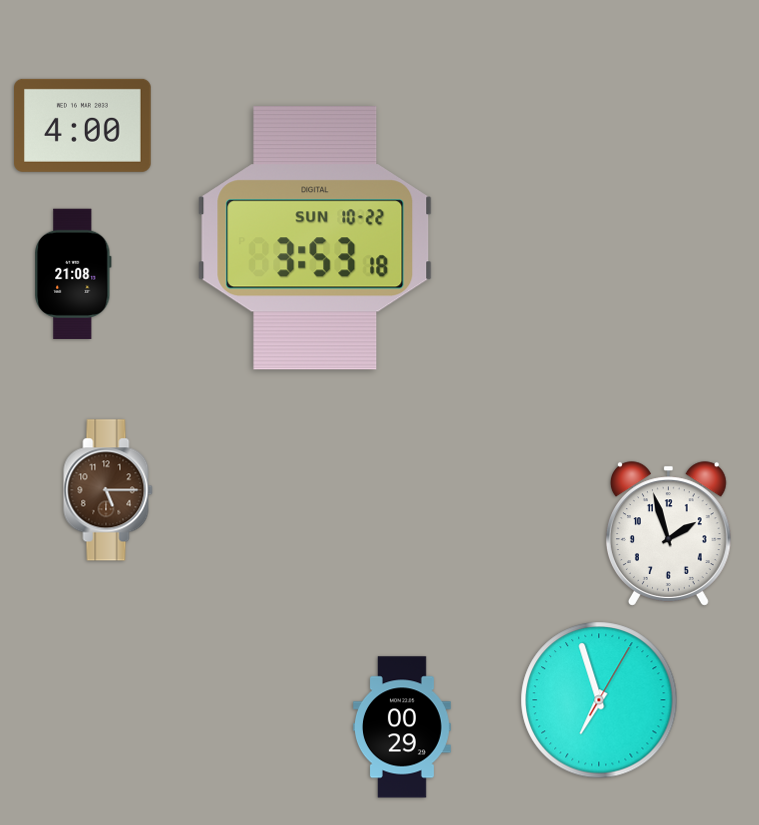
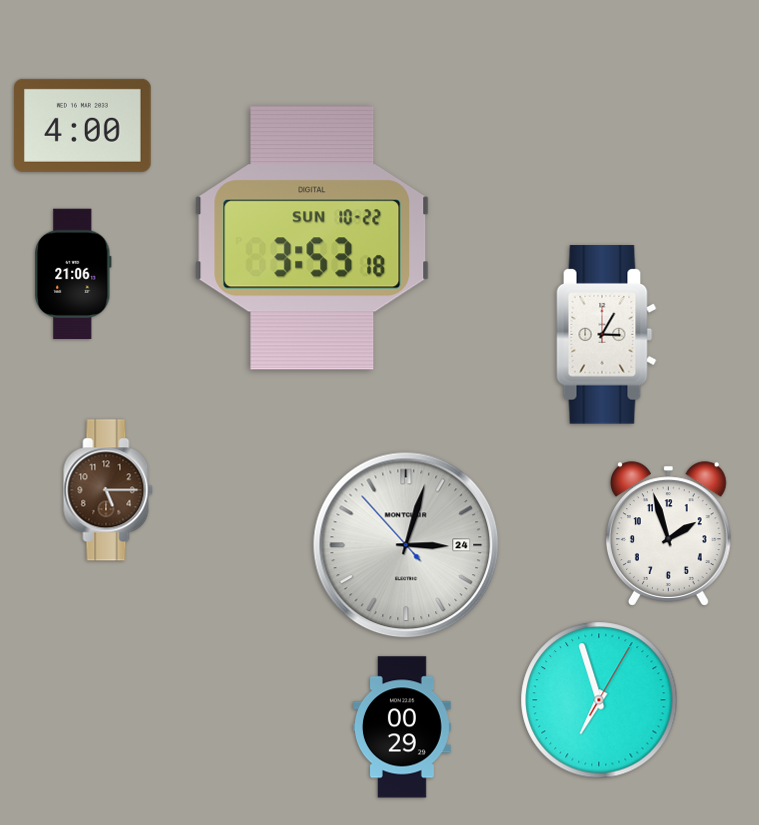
clock at (315, 238) position: (315, 238) -> (312, 238)
clock at (74, 274): 21:08 -> 21:06
clock at (607, 335): none -> 3:05
clock at (406, 545): none -> 3:02
